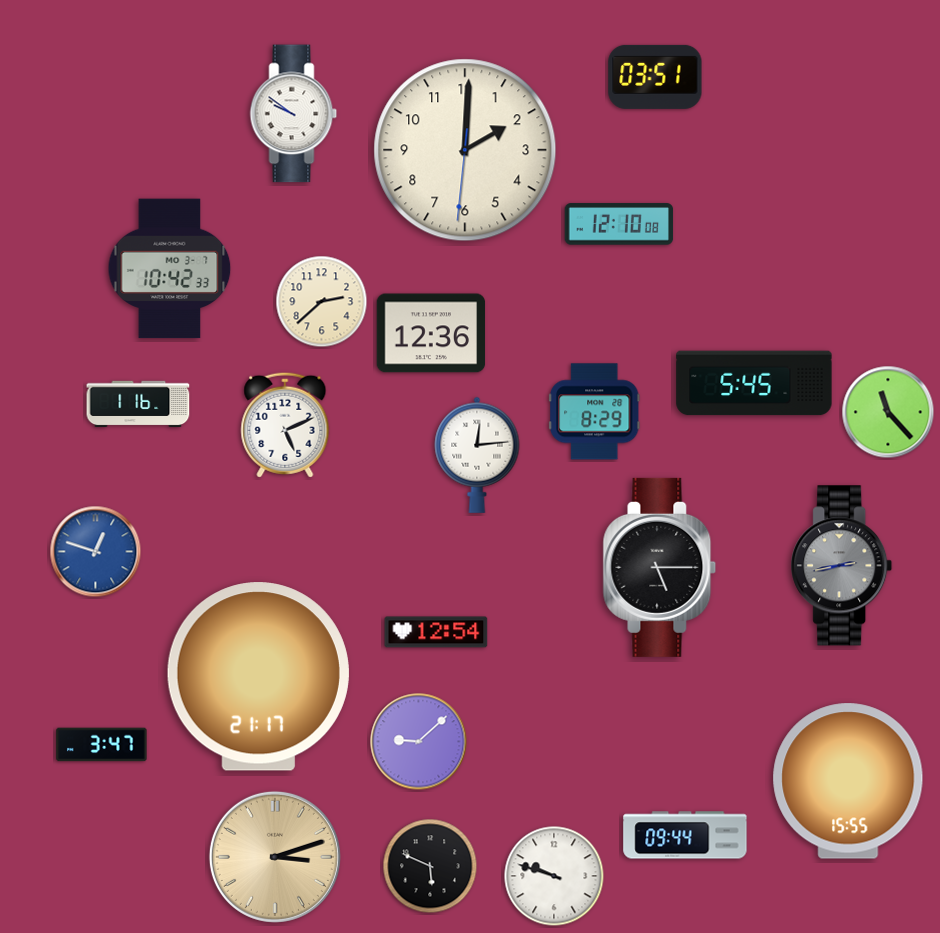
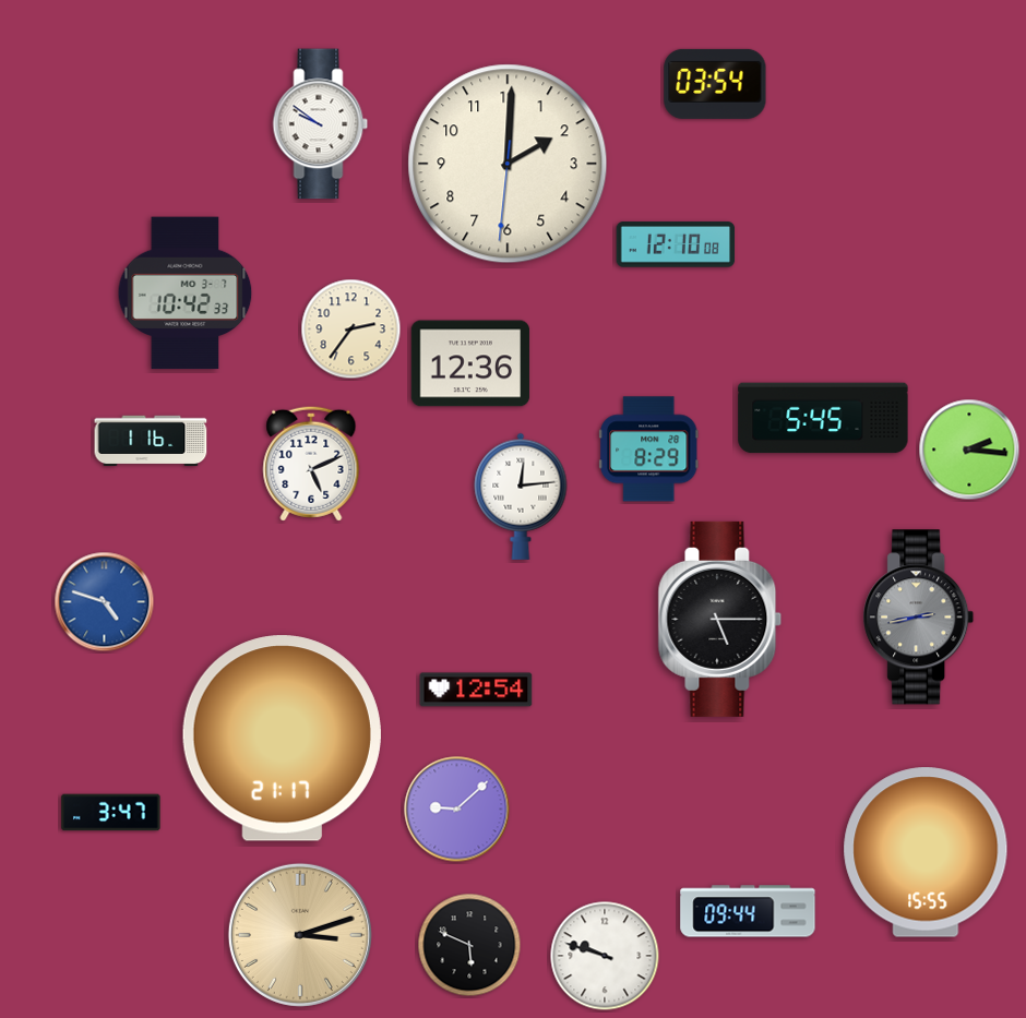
clock at (655, 77): 03:51 -> 03:54
clock at (322, 302): 2:38 -> 2:36
clock at (888, 412): 11:23 -> 2:16
clock at (96, 552): 12:48 -> 4:48
